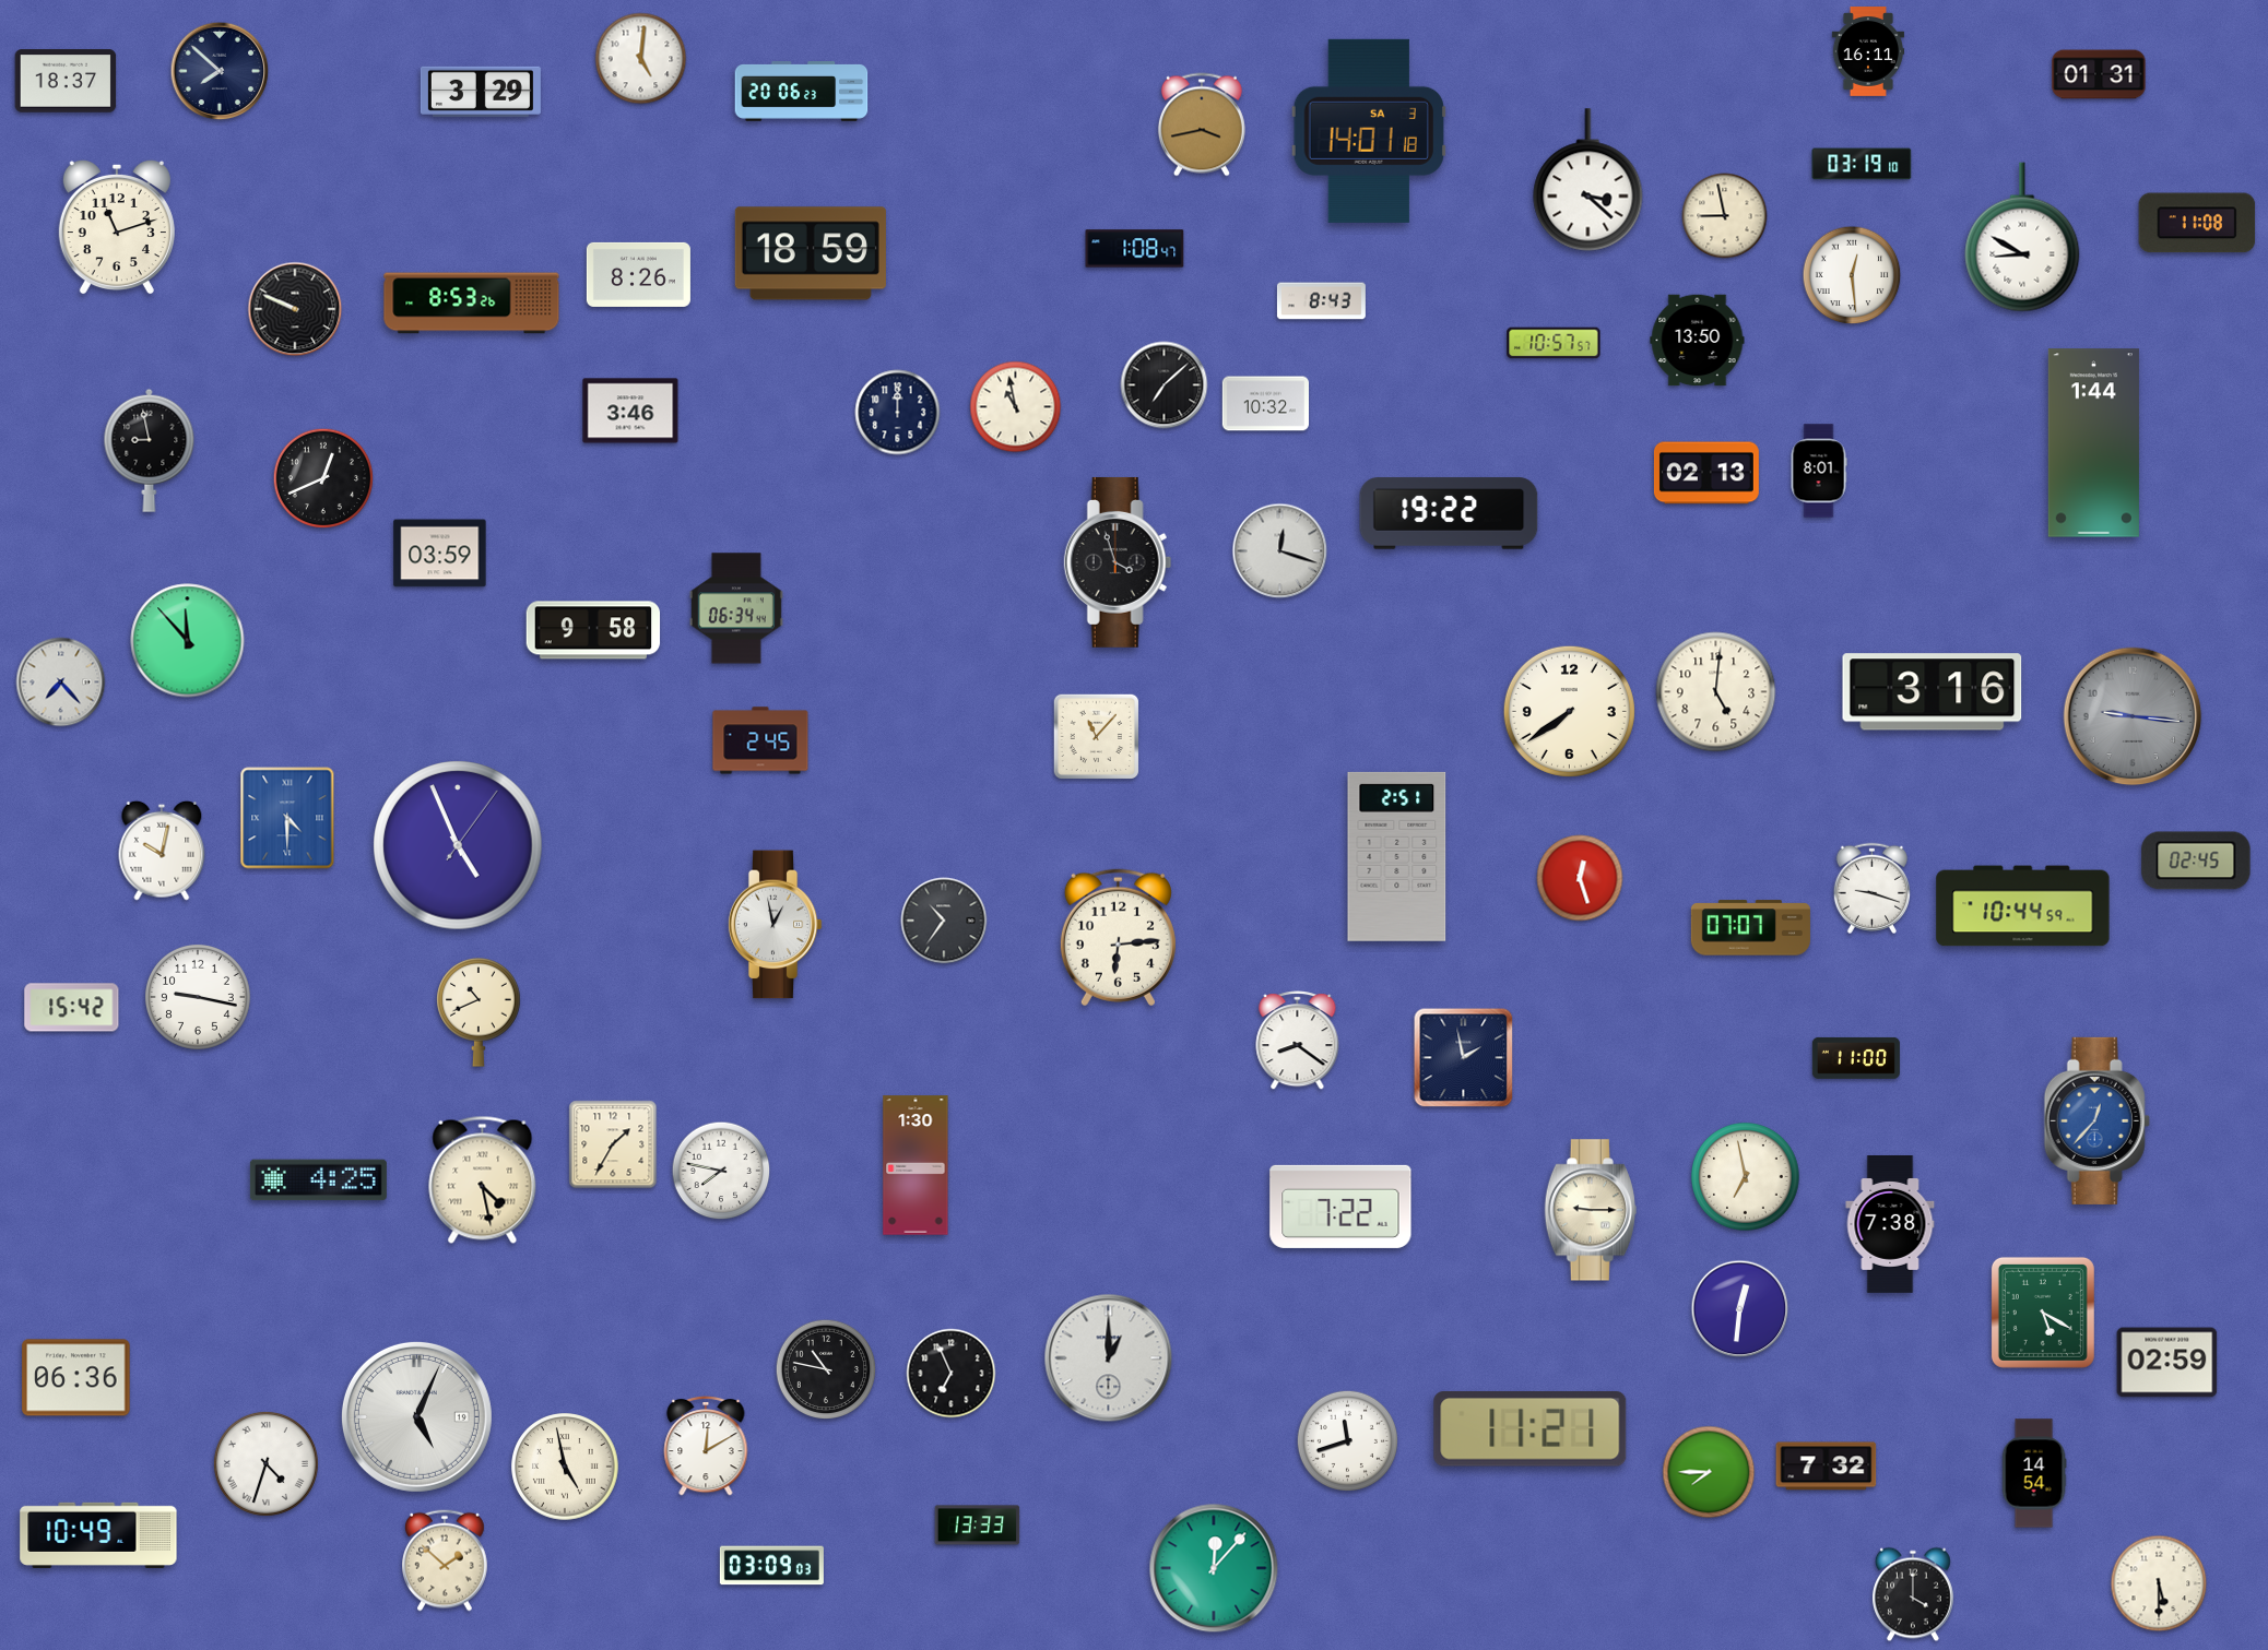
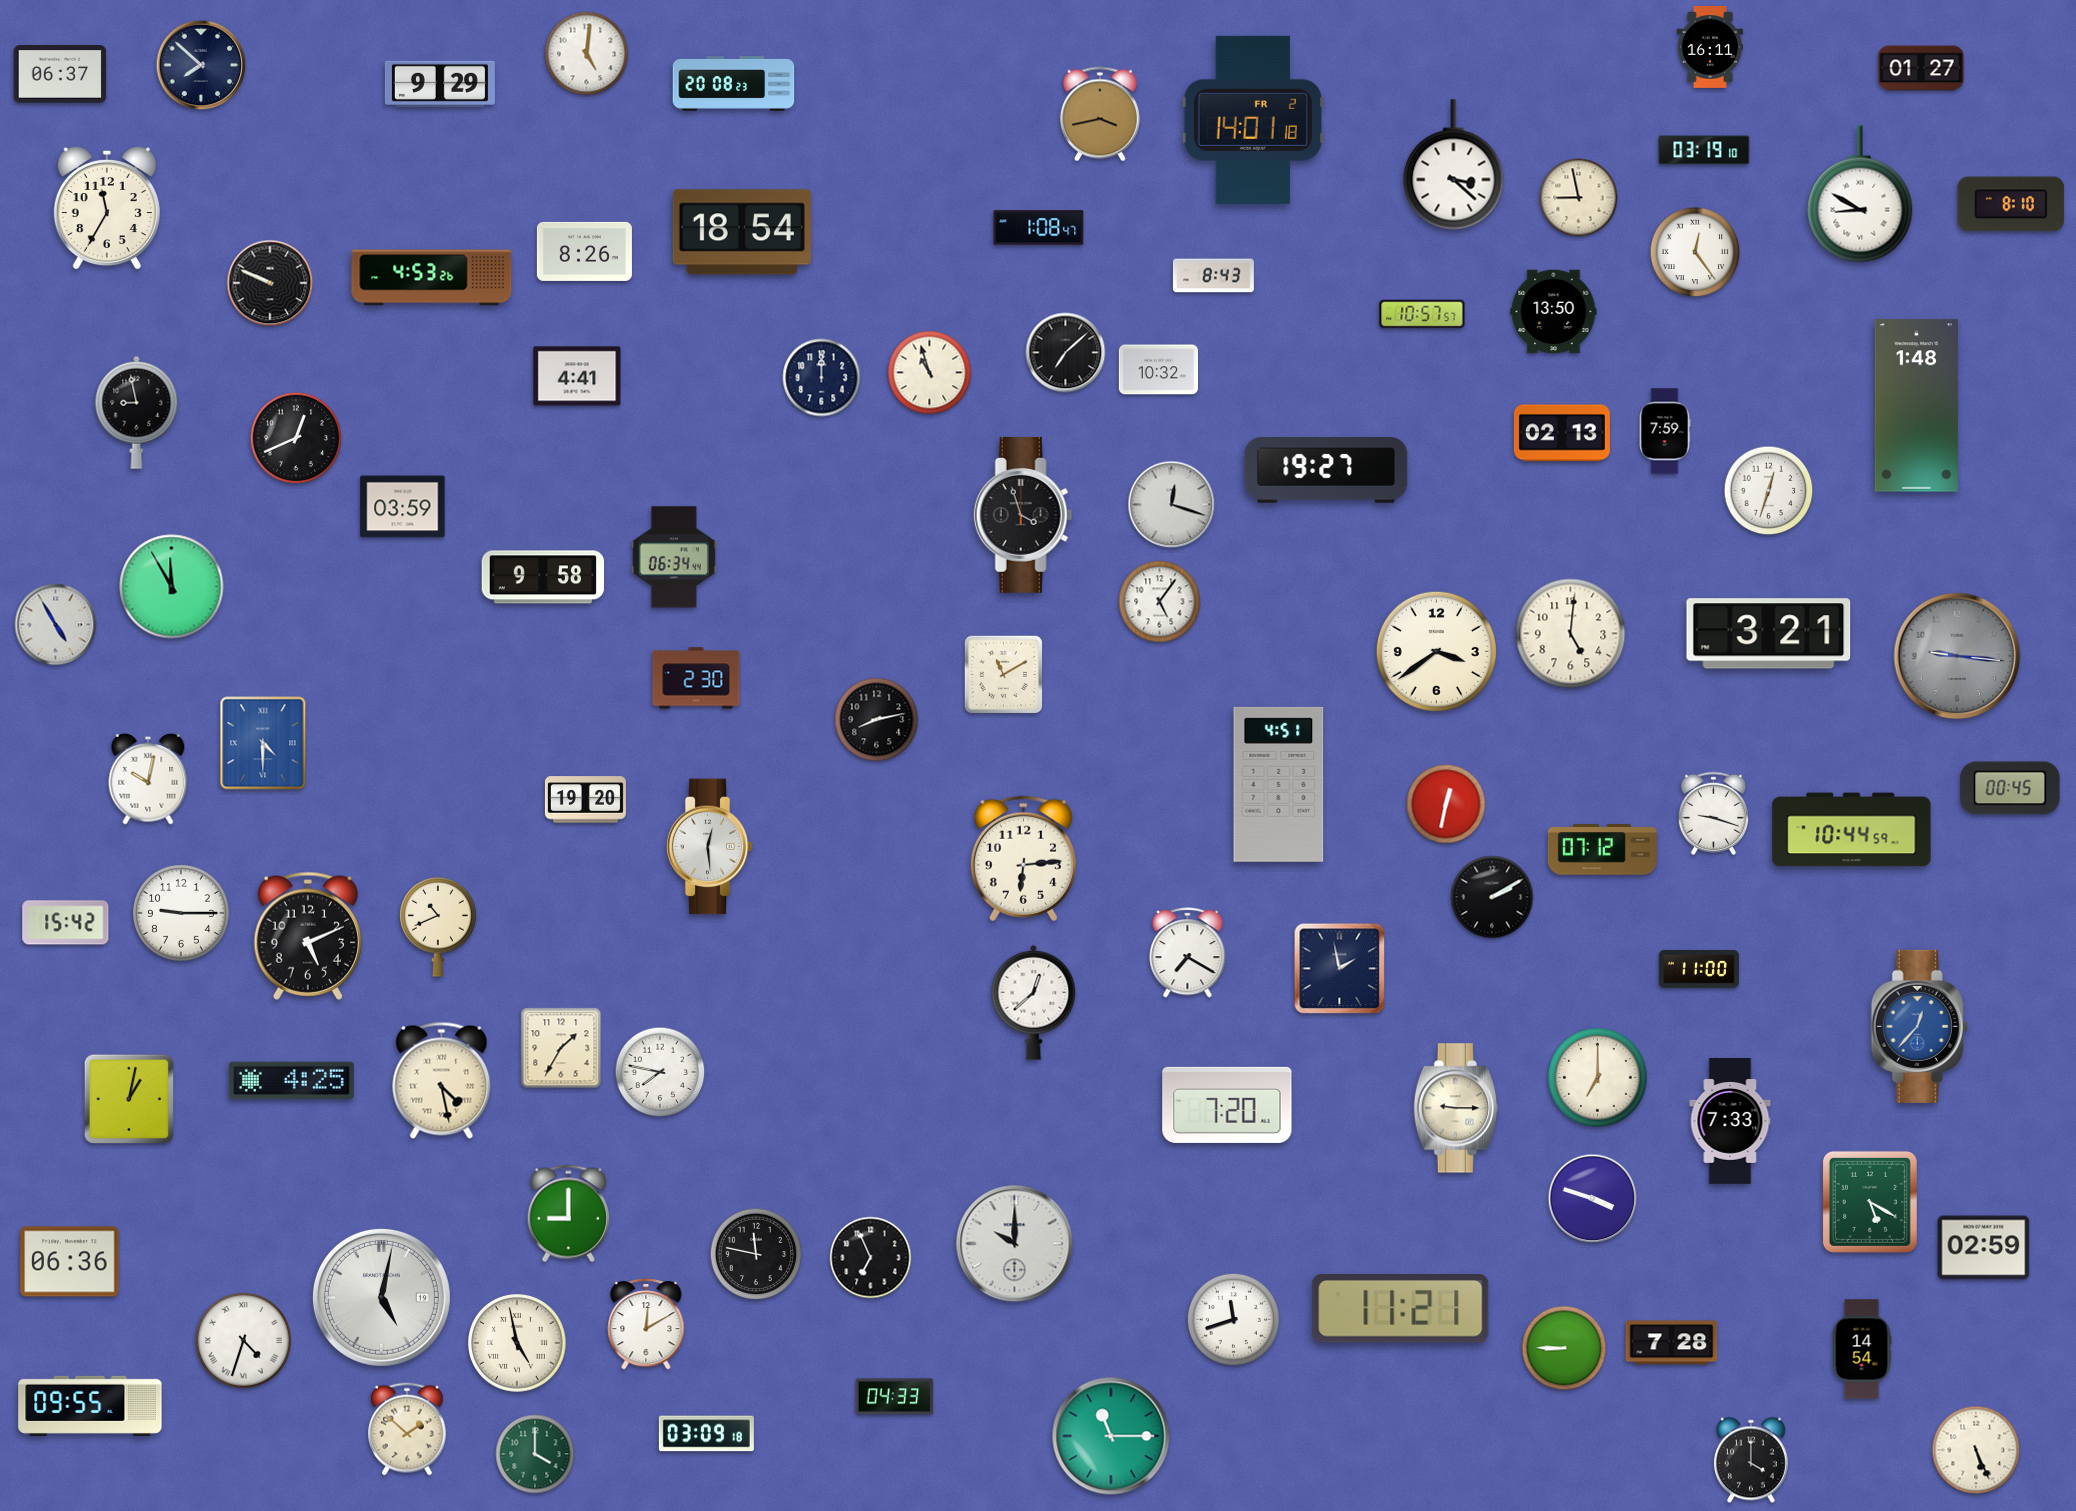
clock at (2099, 74): 01:31 -> 01:27
clock at (66, 81): 18:37 -> 06:37
clock at (481, 92): 3:29 -> 9:29
clock at (802, 92): 20:06 -> 20:08
clock at (1369, 131) date: SA 3 -> FR 2
clock at (2197, 223): 11:08 -> 8:10
clock at (117, 227): 11:12 -> 11:35
clock at (2022, 237) position: (2022, 237) -> (1860, 194)
clock at (811, 253): 18:59 -> 18:54
clock at (1852, 275): 12:29 -> 12:24
clock at (1321, 301) position: (1321, 301) -> (1213, 276)
clock at (472, 304): 8:53 -> 4:53
clock at (1016, 407): 10:58 -> 10:57
clock at (630, 411): 3:46 -> 4:41
clock at (2093, 443): 1:44 -> 1:48
clock at (1819, 471): 8:01 -> 7:59
clock at (1449, 513): 19:22 -> 19:27
clock at (1769, 491): none -> 12:33
clock at (188, 641): 11:53 -> 11:55
clock at (1160, 602): none -> 5:06
clock at (61, 682): 7:23 -> 4:55
clock at (1933, 692): 3:16 -> 3:21
clock at (1569, 711): 7:39 -> 3:39
clock at (2133, 716) position: (2133, 716) -> (1957, 656)
clock at (1096, 736): 11:07 -> 11:10
clock at (760, 740): 2:45 -> 2:30
clock at (877, 720): none -> 8:13
clock at (287, 818) position: (287, 818) -> (263, 743)
clock at (458, 845): 4:56 -> none
clock at (1397, 856): 2:51 -> 4:51
clock at (2196, 860): 02:45 -> 00:45
clock at (585, 800): none -> 19:20
clock at (1580, 878): 12:27 -> 12:32
clock at (944, 921): 10:36 -> none
clock at (775, 925): 12:58 -> 12:29
clock at (1750, 928): 07:07 -> 07:12
clock at (1492, 897): none -> 2:10
clock at (198, 997): 9:17 -> 9:15
clock at (307, 936): none -> 5:11
clock at (1298, 1041): 8:21 -> 7:20
clock at (1034, 1002): none -> 12:38
clock at (916, 1165): 1:30 -> none
clock at (1746, 1177): 6:58 -> 7:00
clock at (129, 1099): none -> 1:02
clock at (1340, 1207): 7:22 -> 7:20
clock at (1890, 1225): 7:38 -> 7:33
clock at (1740, 1309): 12:31 -> 3:48
clock at (568, 1214): none -> 9:00
clock at (1109, 1358): 1:00 -> 10:00
clock at (826, 1369): 10:47 -> 11:47
clock at (416, 1416): 5:04 -> 5:02
clock at (1827, 1467): 7:32 -> 7:28
clock at (1709, 1472): 7:45 -> 8:45
clock at (978, 1526): 13:33 -> 04:33
clock at (98, 1535): 10:49 -> 09:55
clock at (771, 1566): 03:09:03 -> 03:09:18
clock at (1214, 1568): 12:07 -> 11:15
clock at (2159, 1583): 5:30 -> 5:26
clock at (535, 1454): none -> 4:00
